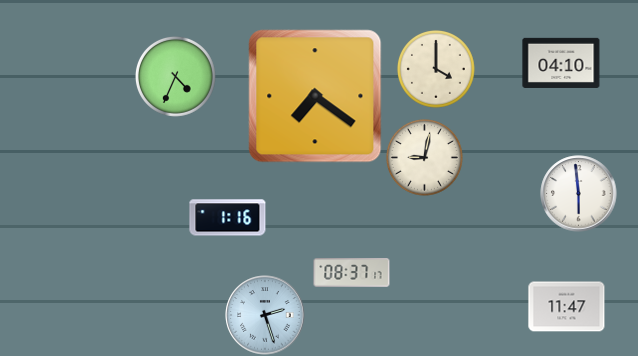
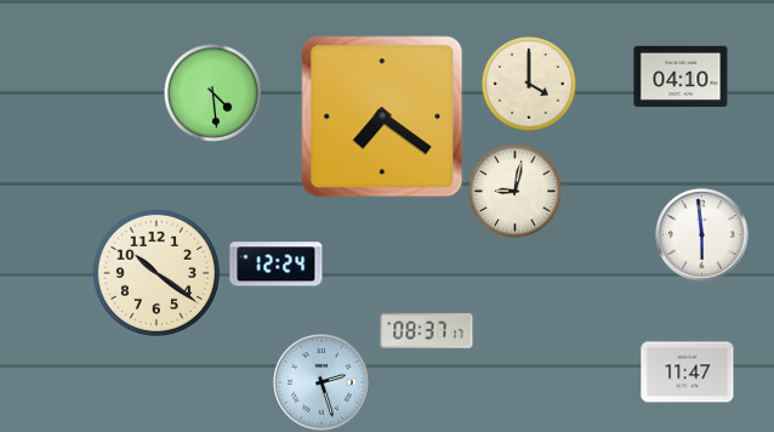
clock at (175, 76): 4:34 -> 4:29
clock at (228, 218): 1:16 -> 12:24
clock at (156, 273): none -> 10:21
